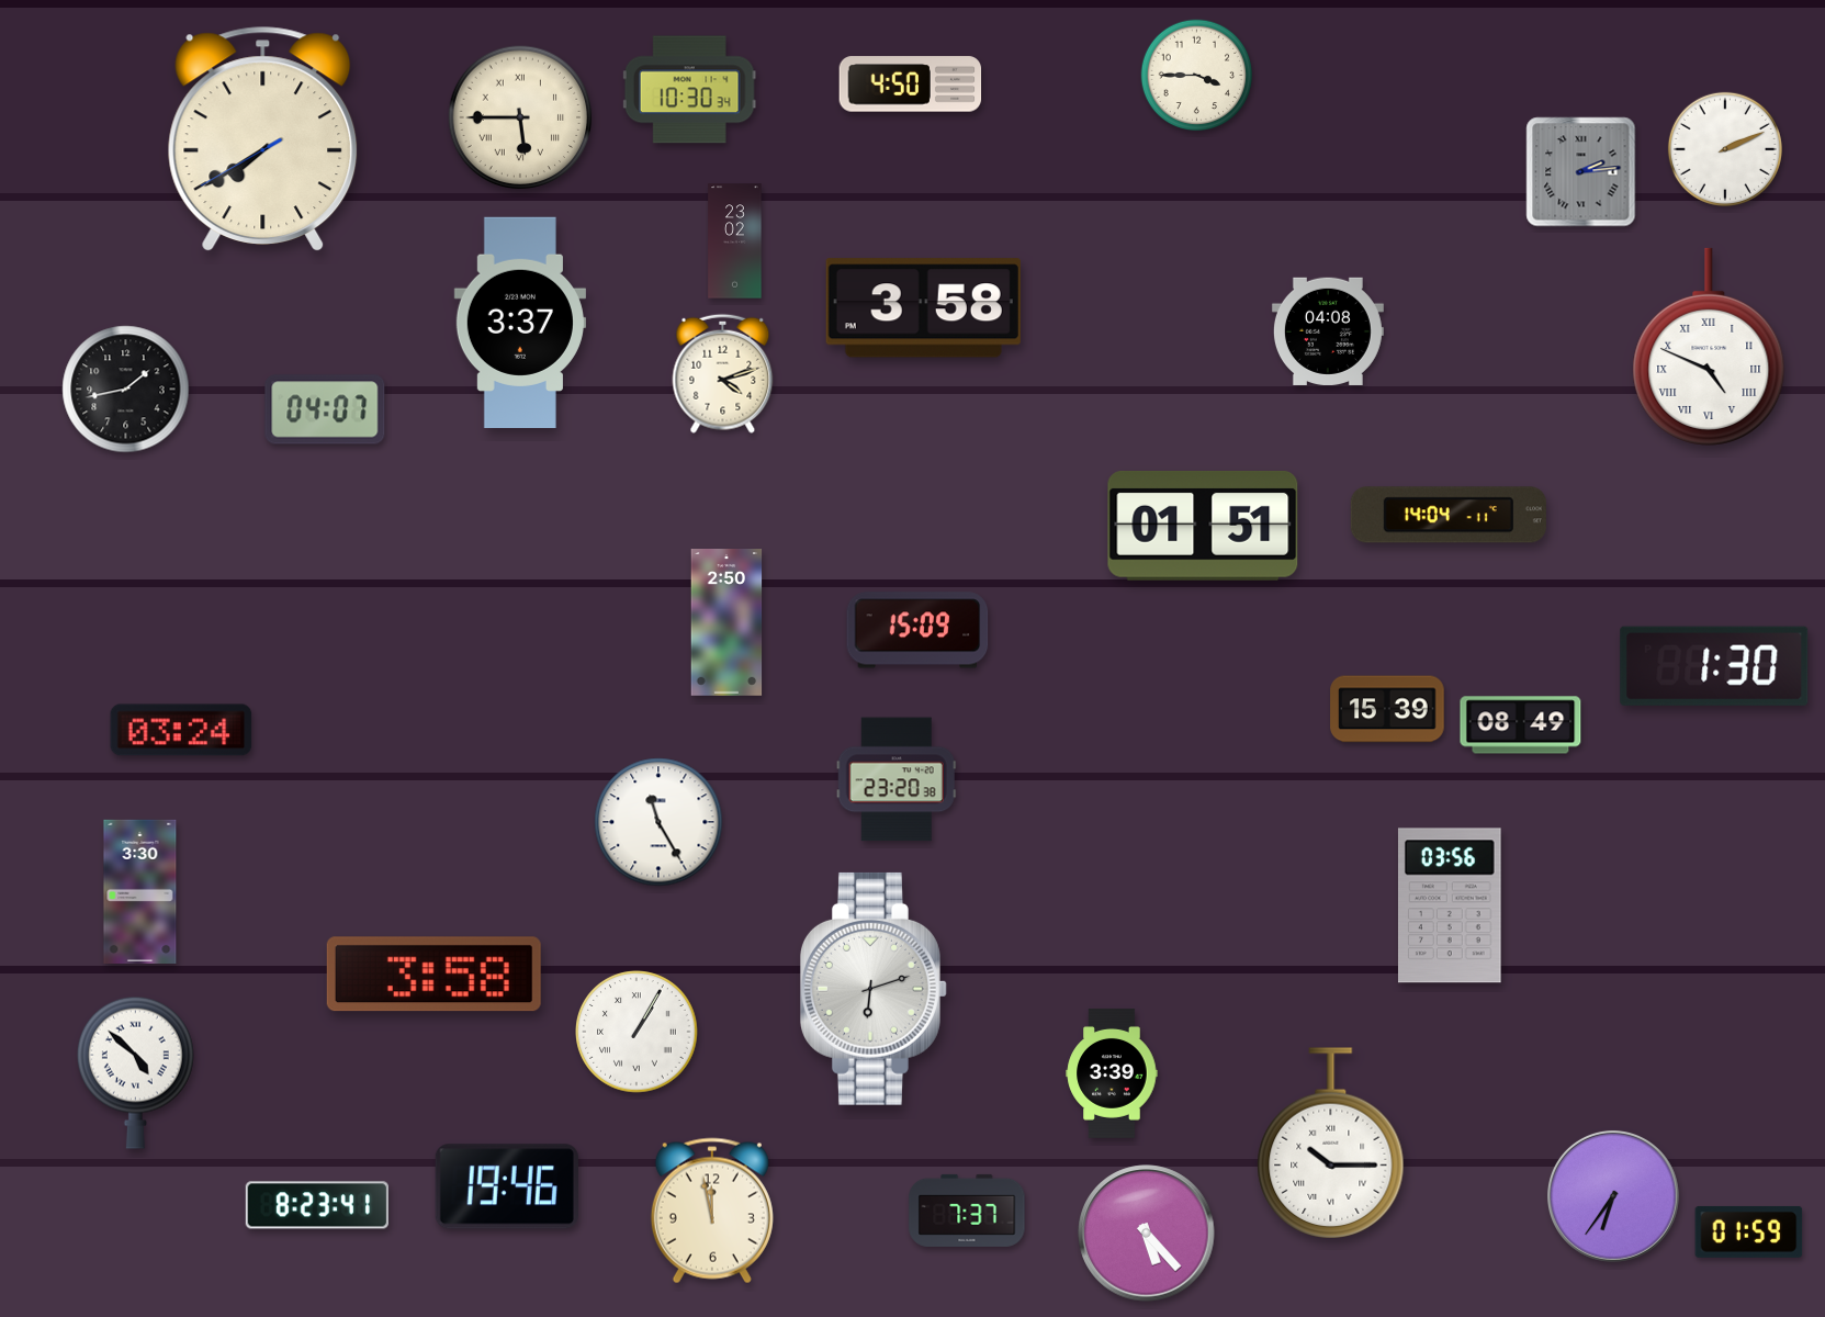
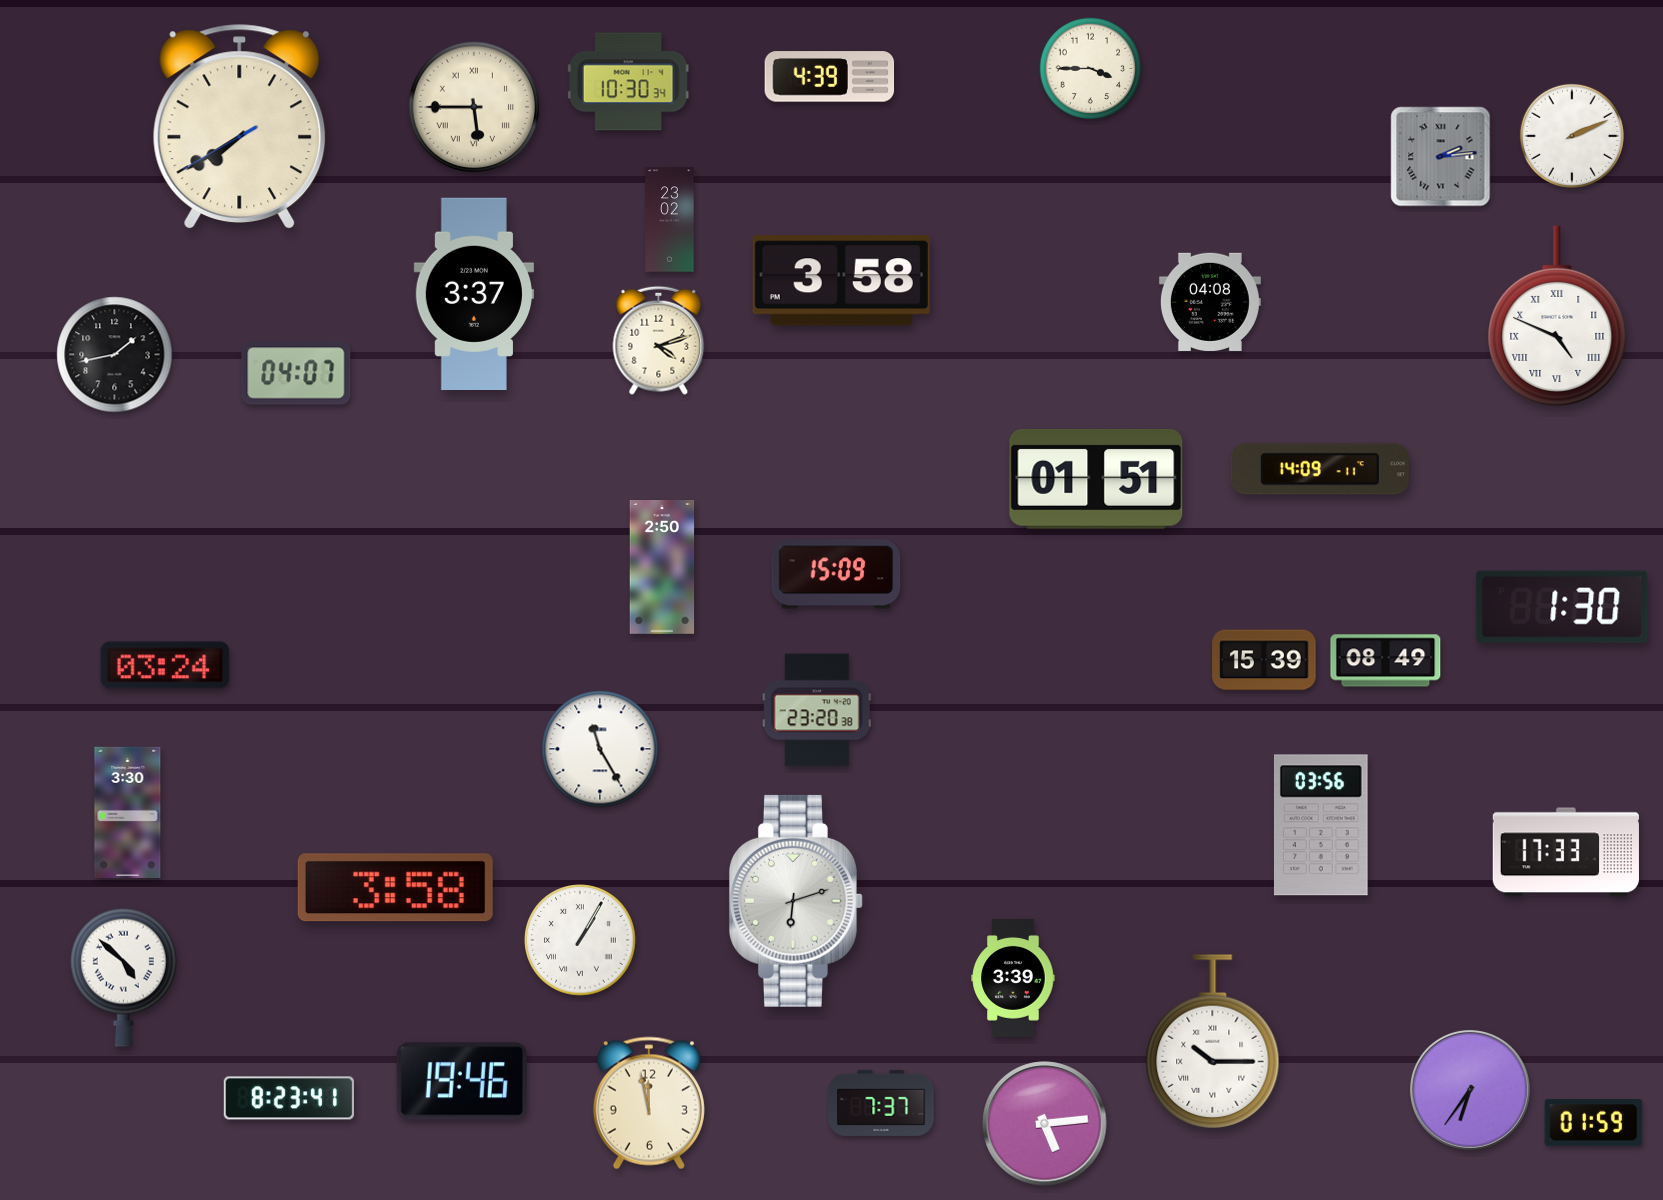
clock at (911, 85): 4:50 -> 4:39
clock at (1449, 515): 14:04 -> 14:09
clock at (1387, 709) position: (1387, 709) -> (1264, 660)
clock at (1566, 852): none -> 17:33
clock at (1147, 1234): 5:23 -> 5:14
